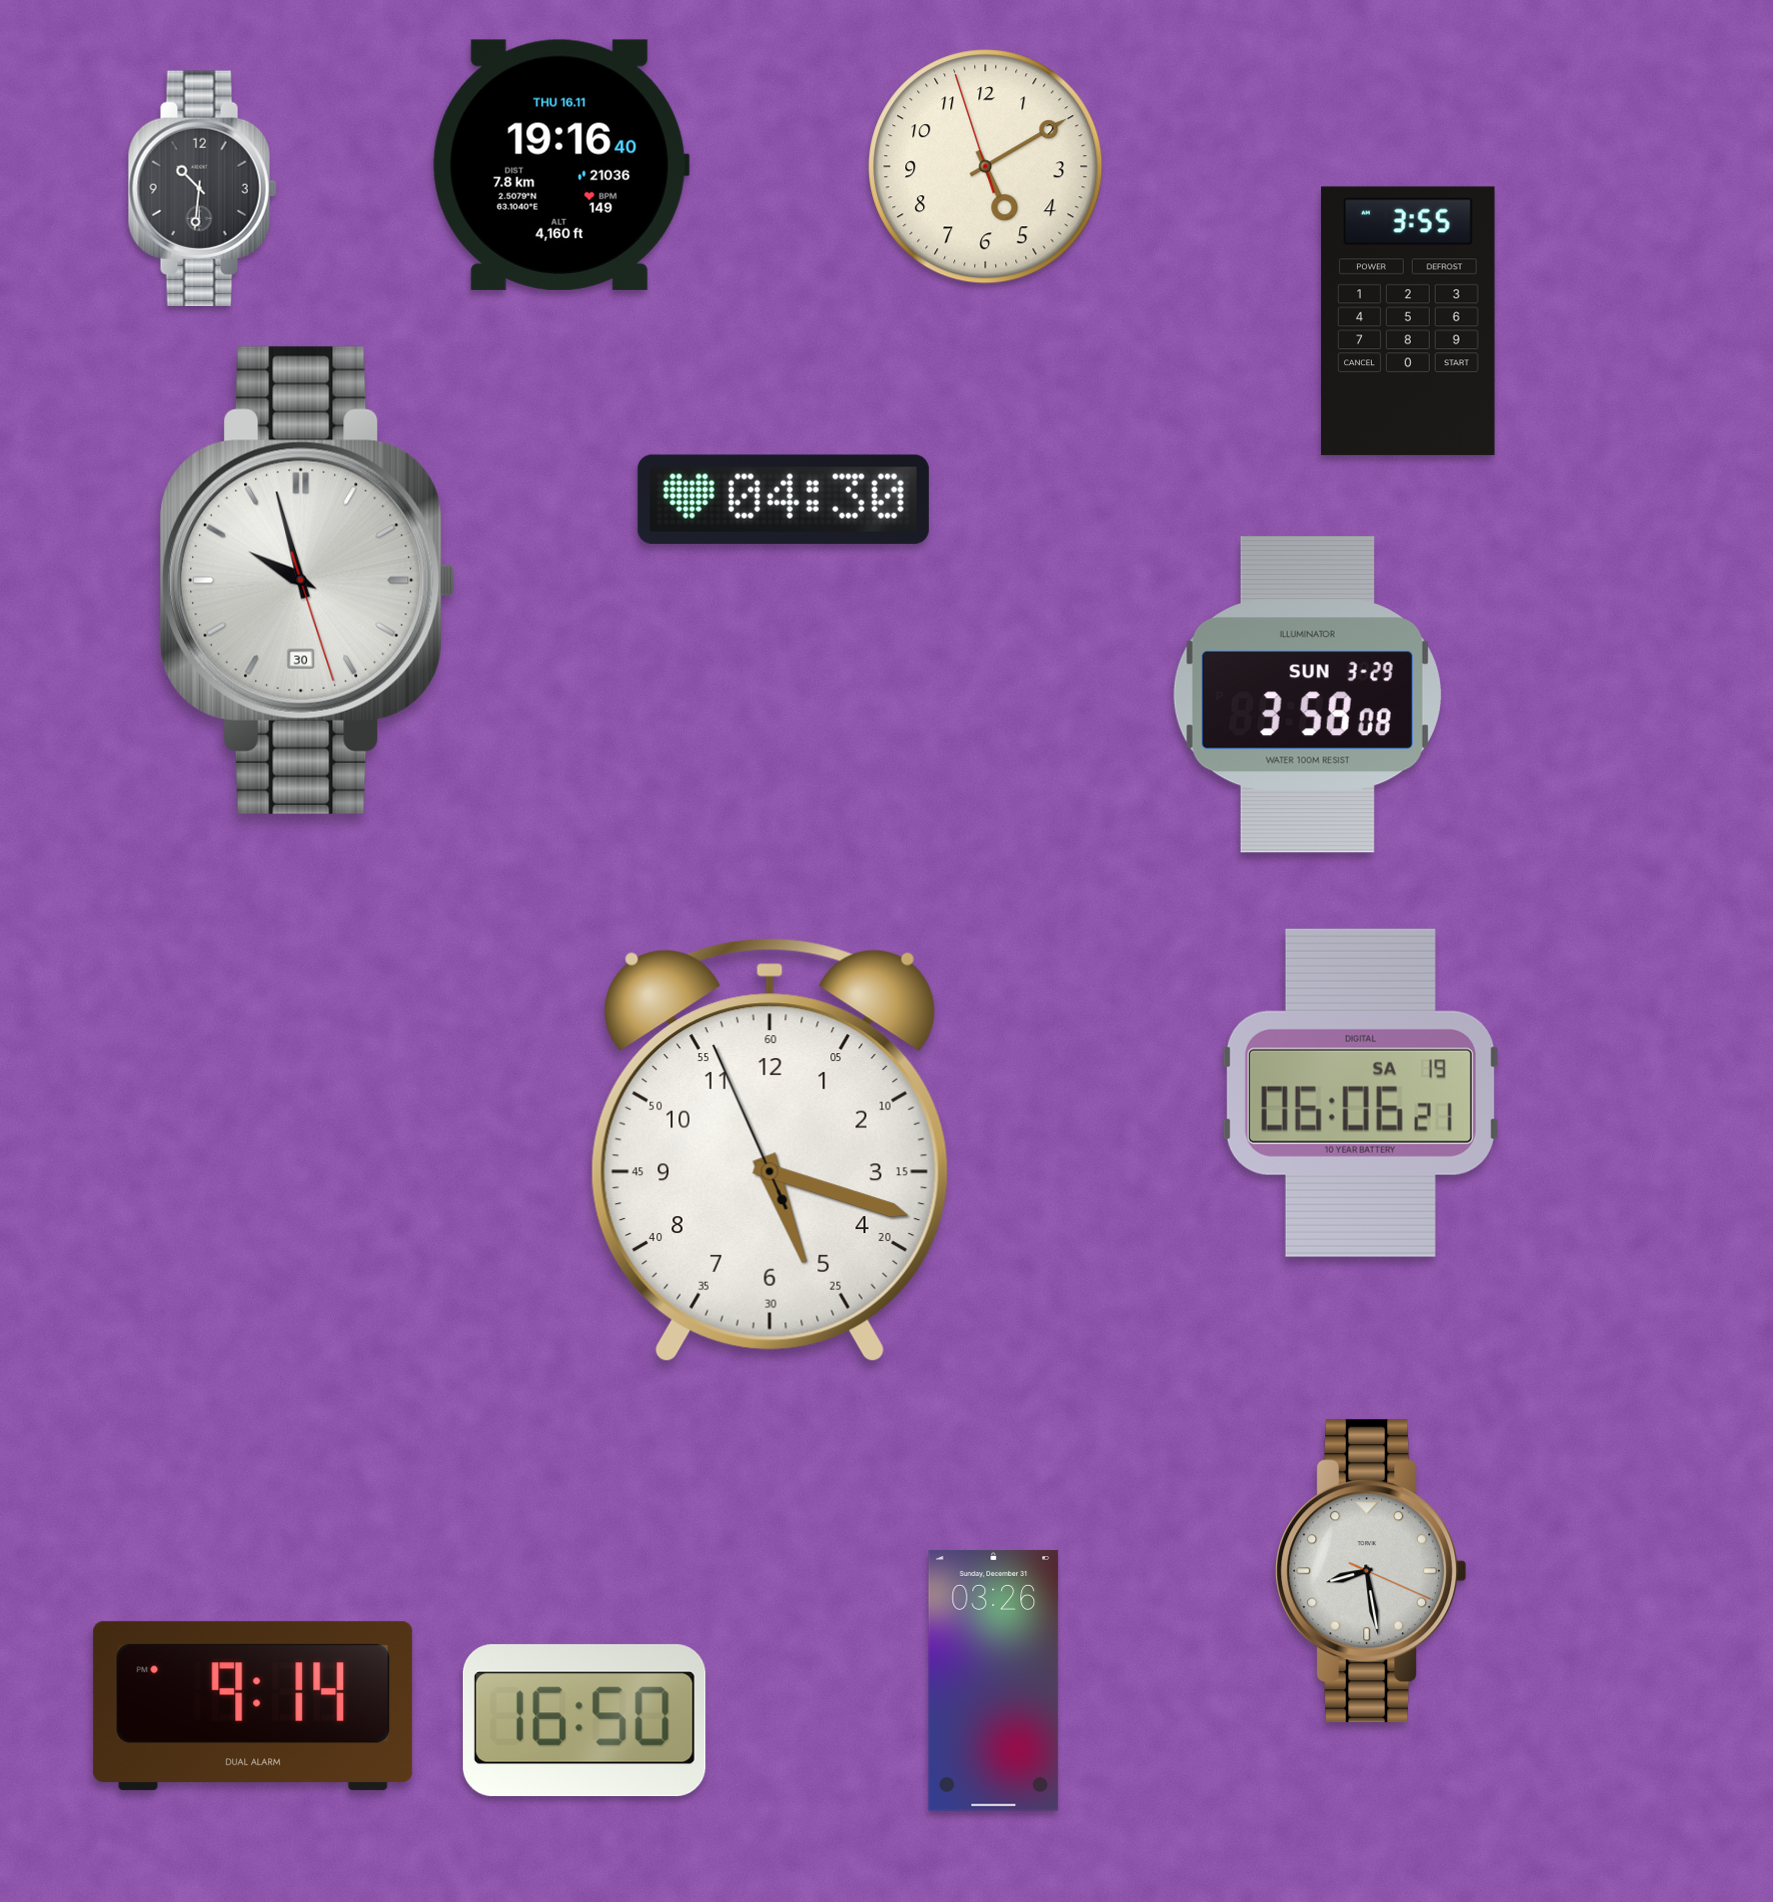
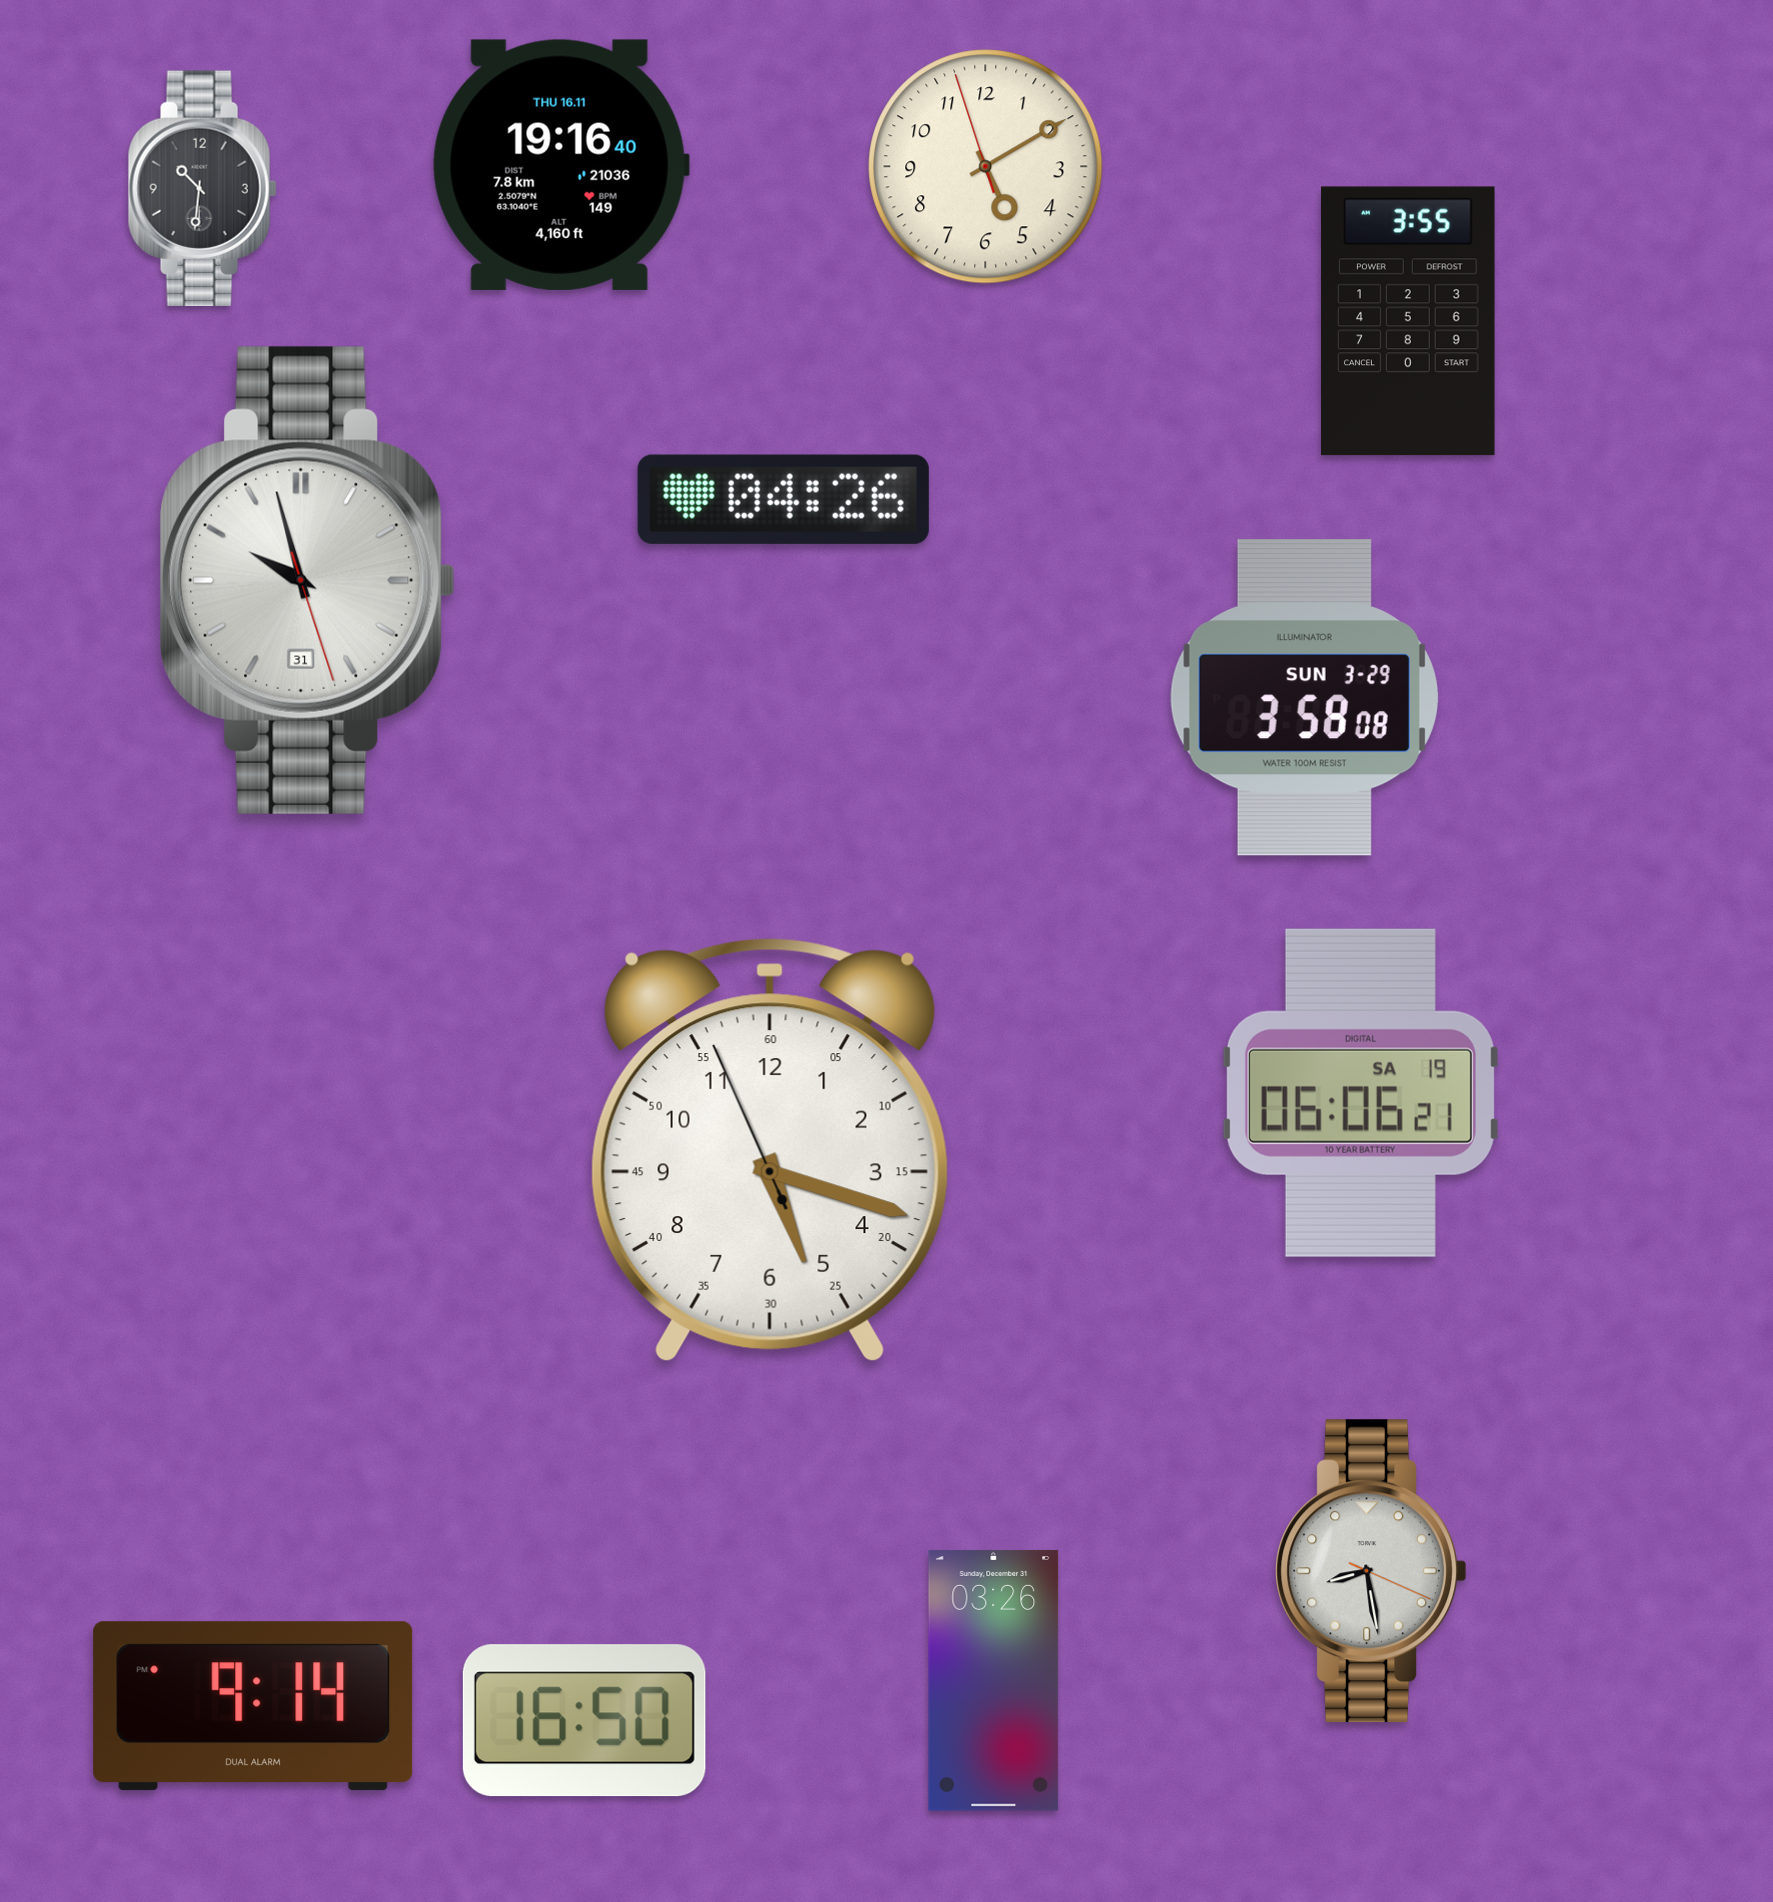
clock at (783, 499): 04:30 -> 04:26
clock at (308, 580) date: 30 -> 31
clock at (1307, 695) position: (1307, 695) -> (1304, 698)
